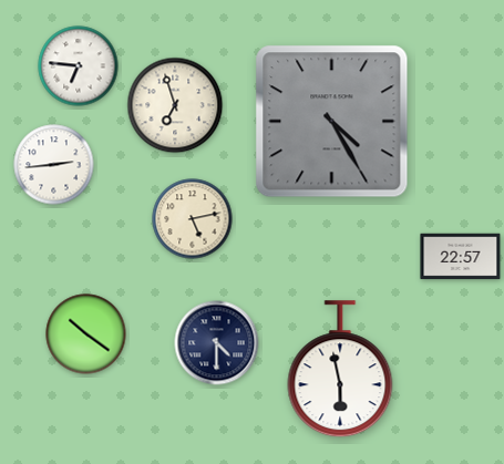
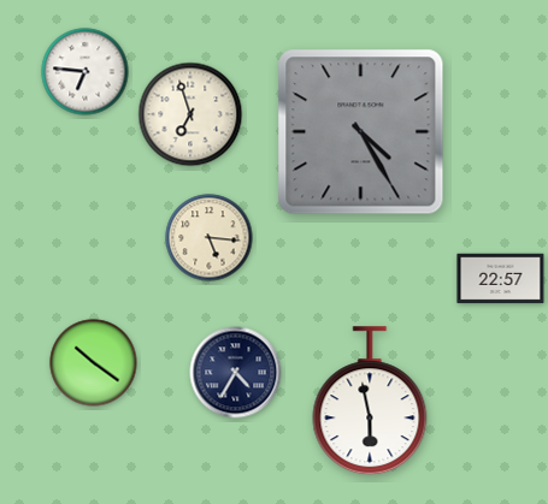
clock at (54, 165): 2:44 -> none
clock at (193, 219): 5:13 -> 5:16
clock at (217, 343): 4:30 -> 4:35
